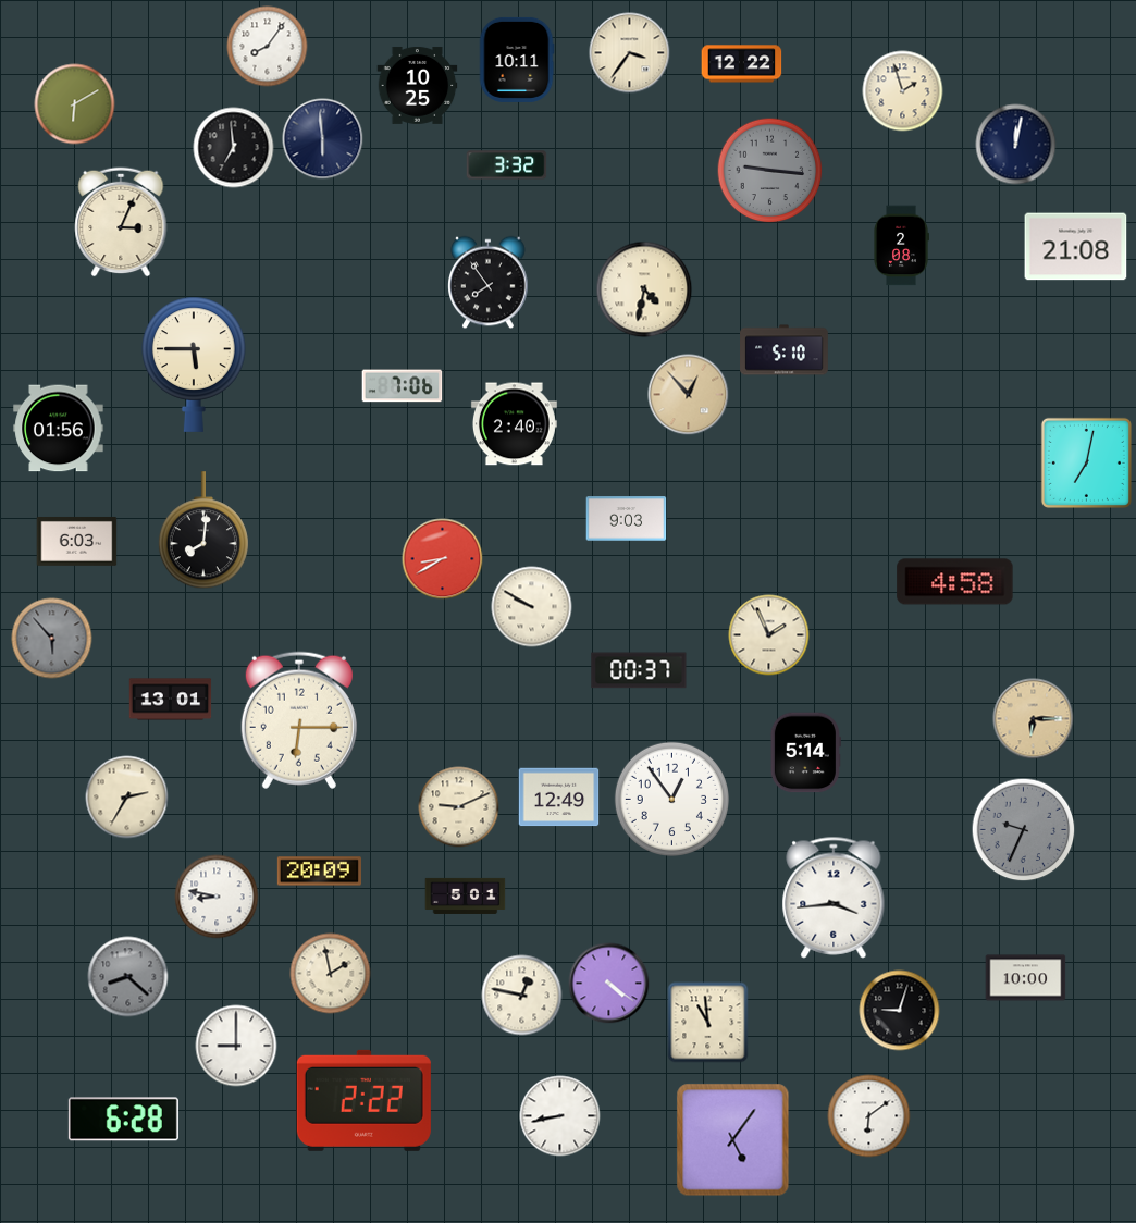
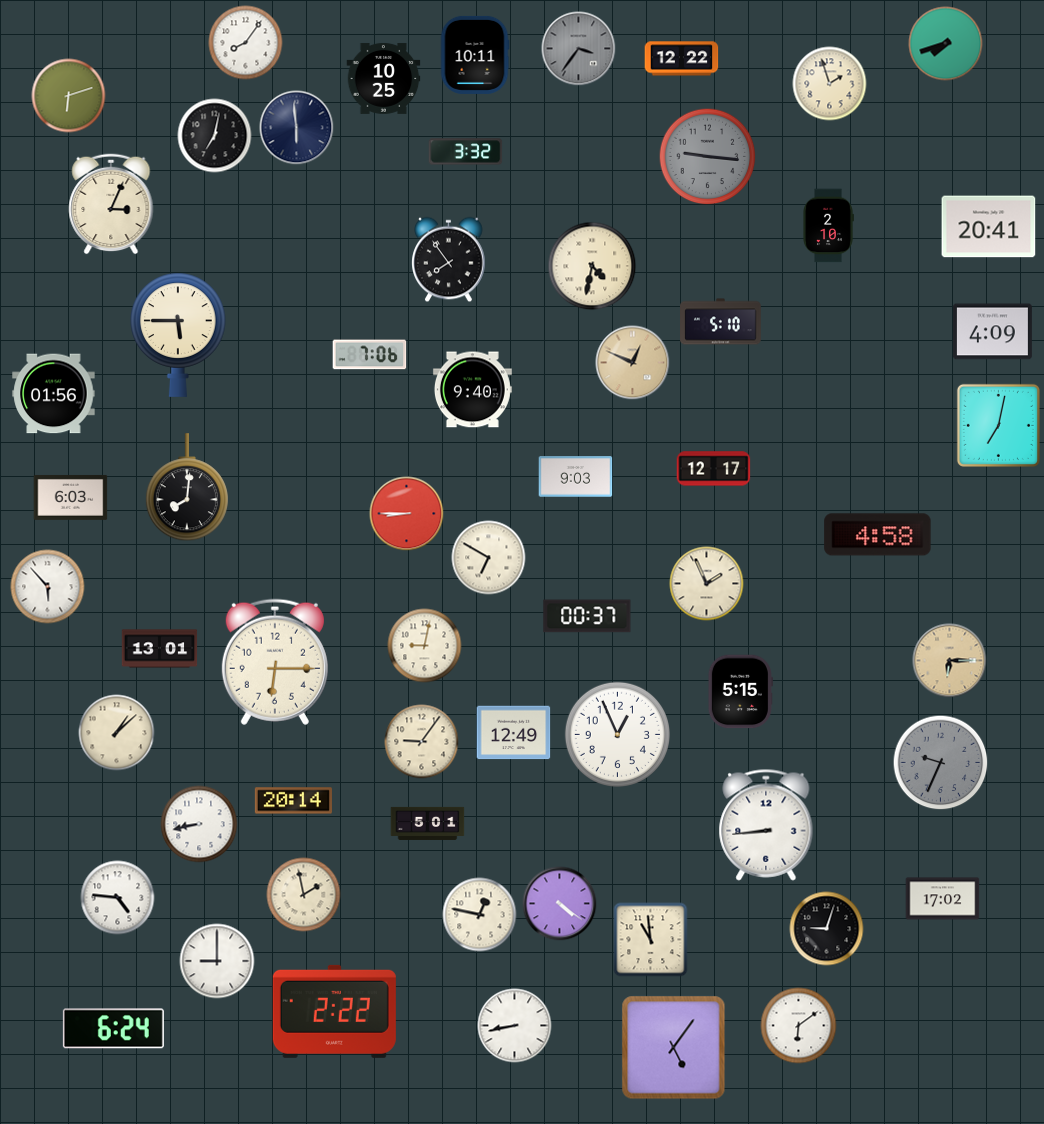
clock at (946, 44): none -> 7:42
clock at (630, 53) dial: cream -> grey
clock at (75, 104): 6:10 -> 6:12
clock at (1016, 145): 12:02 -> none
clock at (234, 148): 6:59 -> 7:02
clock at (901, 246): 2:08 -> 2:10
clock at (1076, 247): 21:08 -> 20:41
clock at (992, 332): none -> 4:09
clock at (689, 395): 12:53 -> 12:49
clock at (514, 424): 2:40 -> 9:40
clock at (714, 469): none -> 12:17
clock at (443, 559): 8:40 -> 8:45
clock at (532, 607): 9:50 -> 6:50
clock at (52, 639) dial: grey -> white
clock at (171, 700) position: (171, 700) -> (160, 649)
clock at (425, 646): none -> 9:02
clock at (805, 753): 5:14 -> 5:15
clock at (127, 798): 2:35 -> 1:08
clock at (671, 799): 12:54 -> 12:56
clock at (459, 807): 9:11 -> 9:06
clock at (319, 872): 20:09 -> 20:14
clock at (217, 897): 8:47 -> 8:43
clock at (834, 898): 3:44 -> 8:44
clock at (128, 977): 8:22 -> 4:46
clock at (128, 977) dial: grey -> white
clock at (1026, 978): 10:00 -> 17:02
clock at (123, 1120): 6:28 -> 6:24
